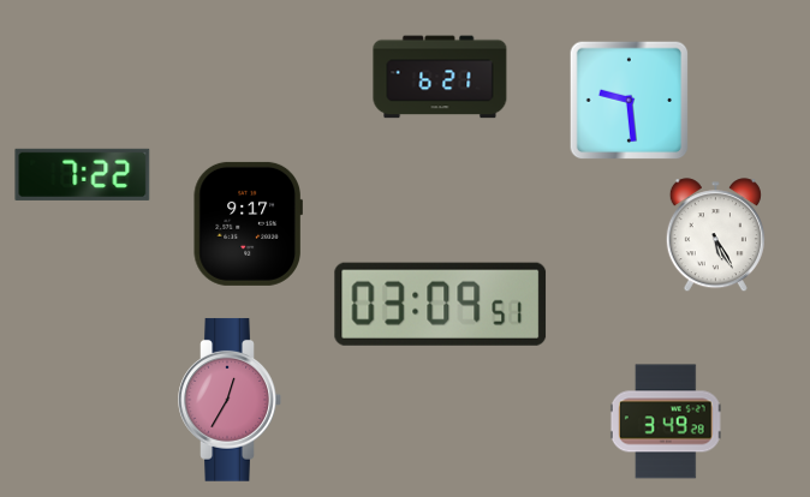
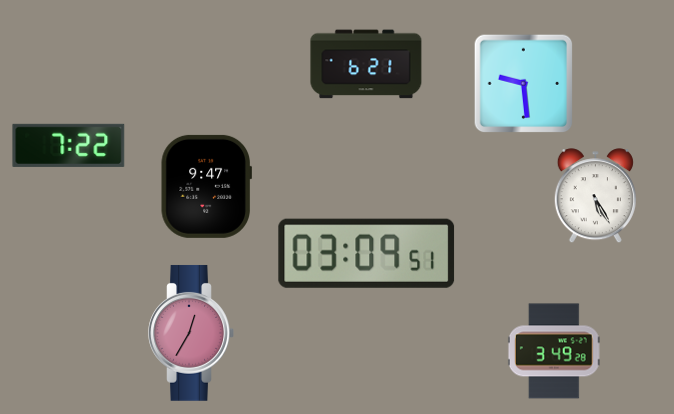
clock at (248, 223): 9:17 -> 9:47
